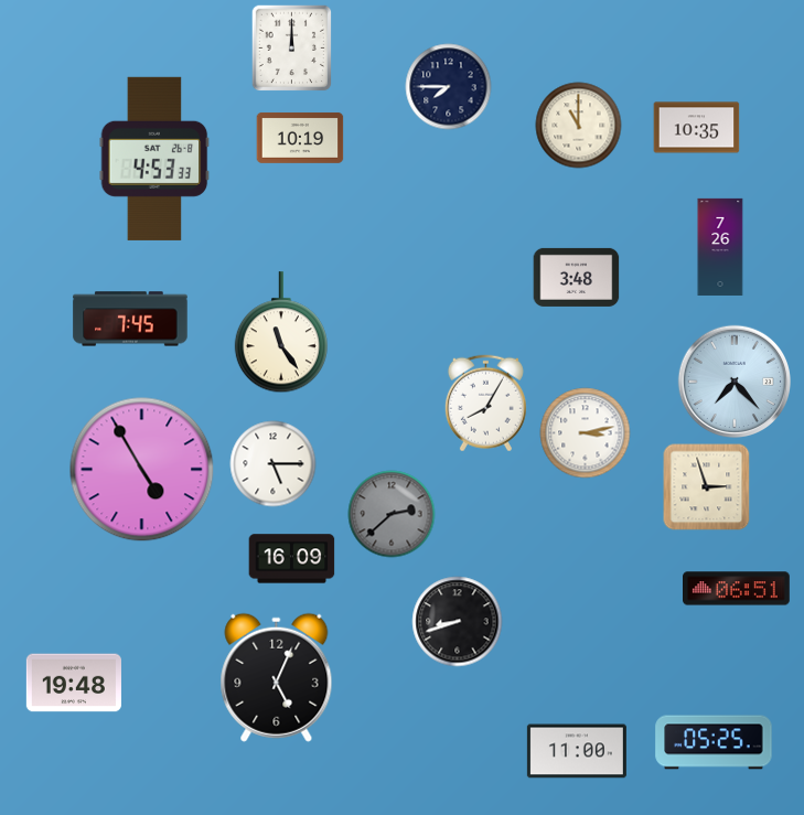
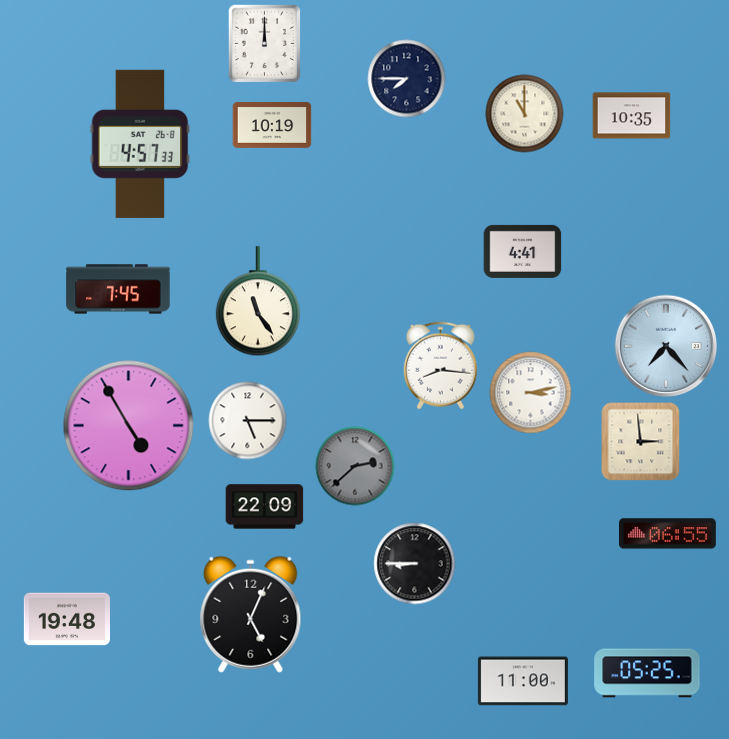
clock at (154, 159): 4:53 -> 4:57
clock at (720, 247): 7:26 -> none
clock at (576, 277): 3:48 -> 4:41
clock at (281, 332) position: (281, 332) -> (258, 301)
clock at (485, 403): 8:05 -> 8:16
clock at (706, 486): 2:57 -> 2:59
clock at (291, 559): 16:09 -> 22:09
clock at (737, 589): 06:51 -> 06:55
clock at (457, 621): 8:42 -> 8:45
